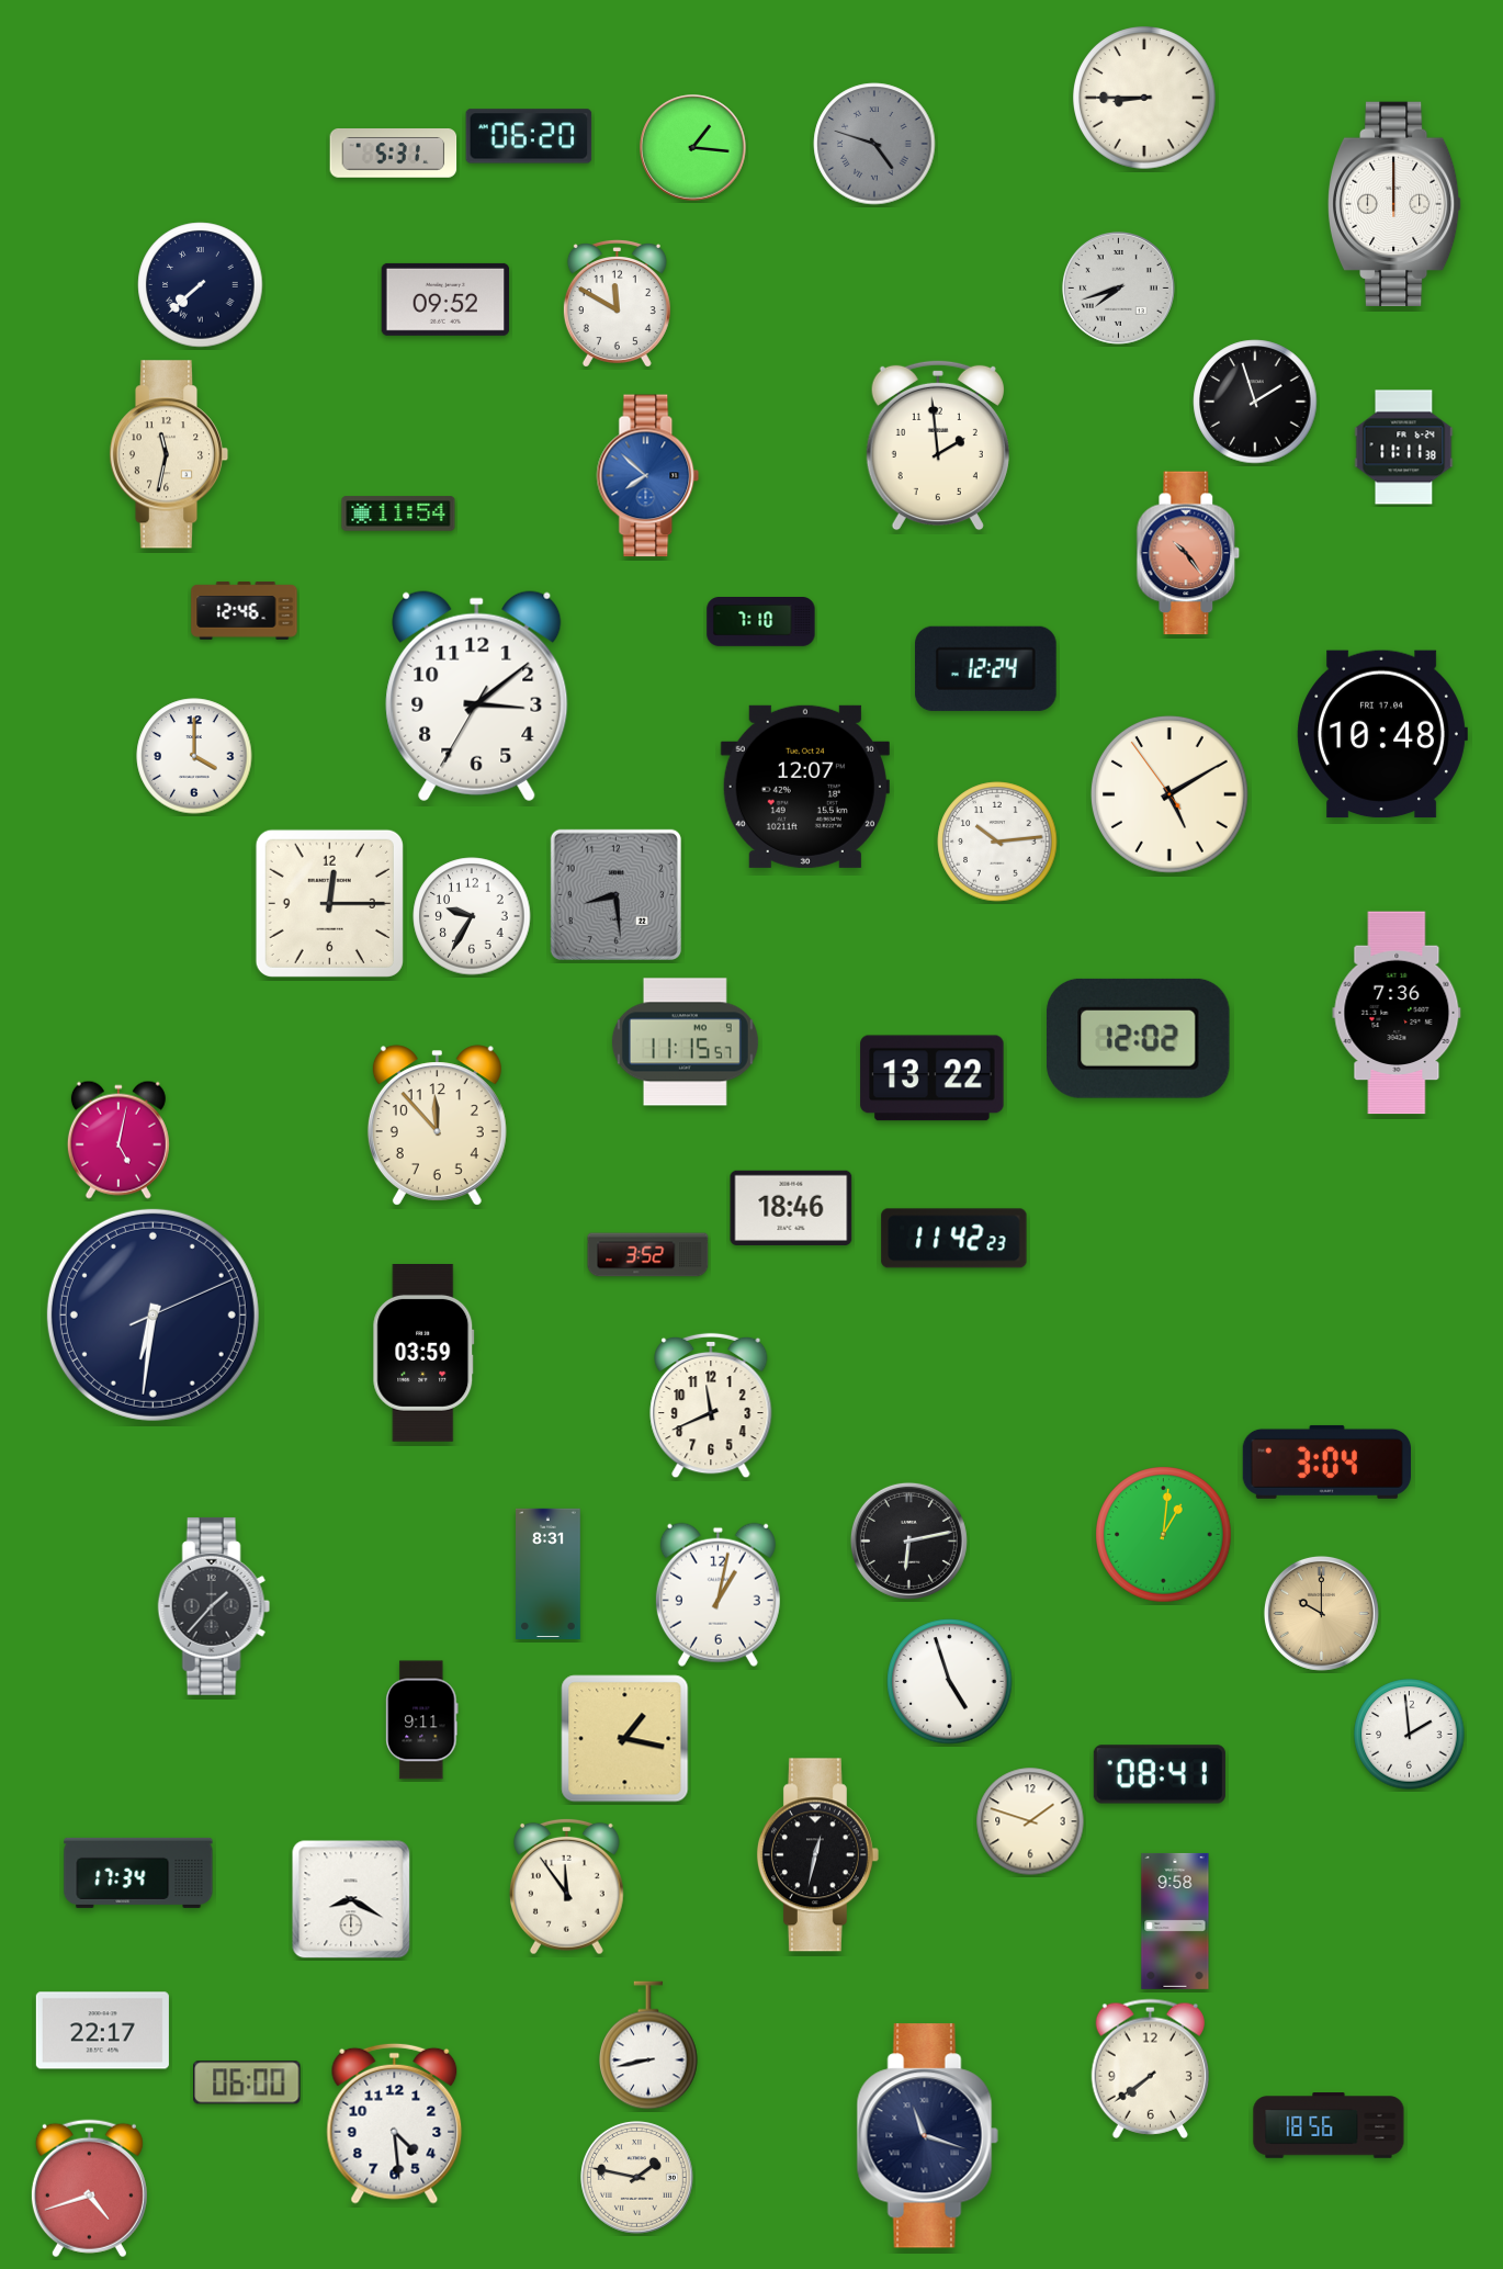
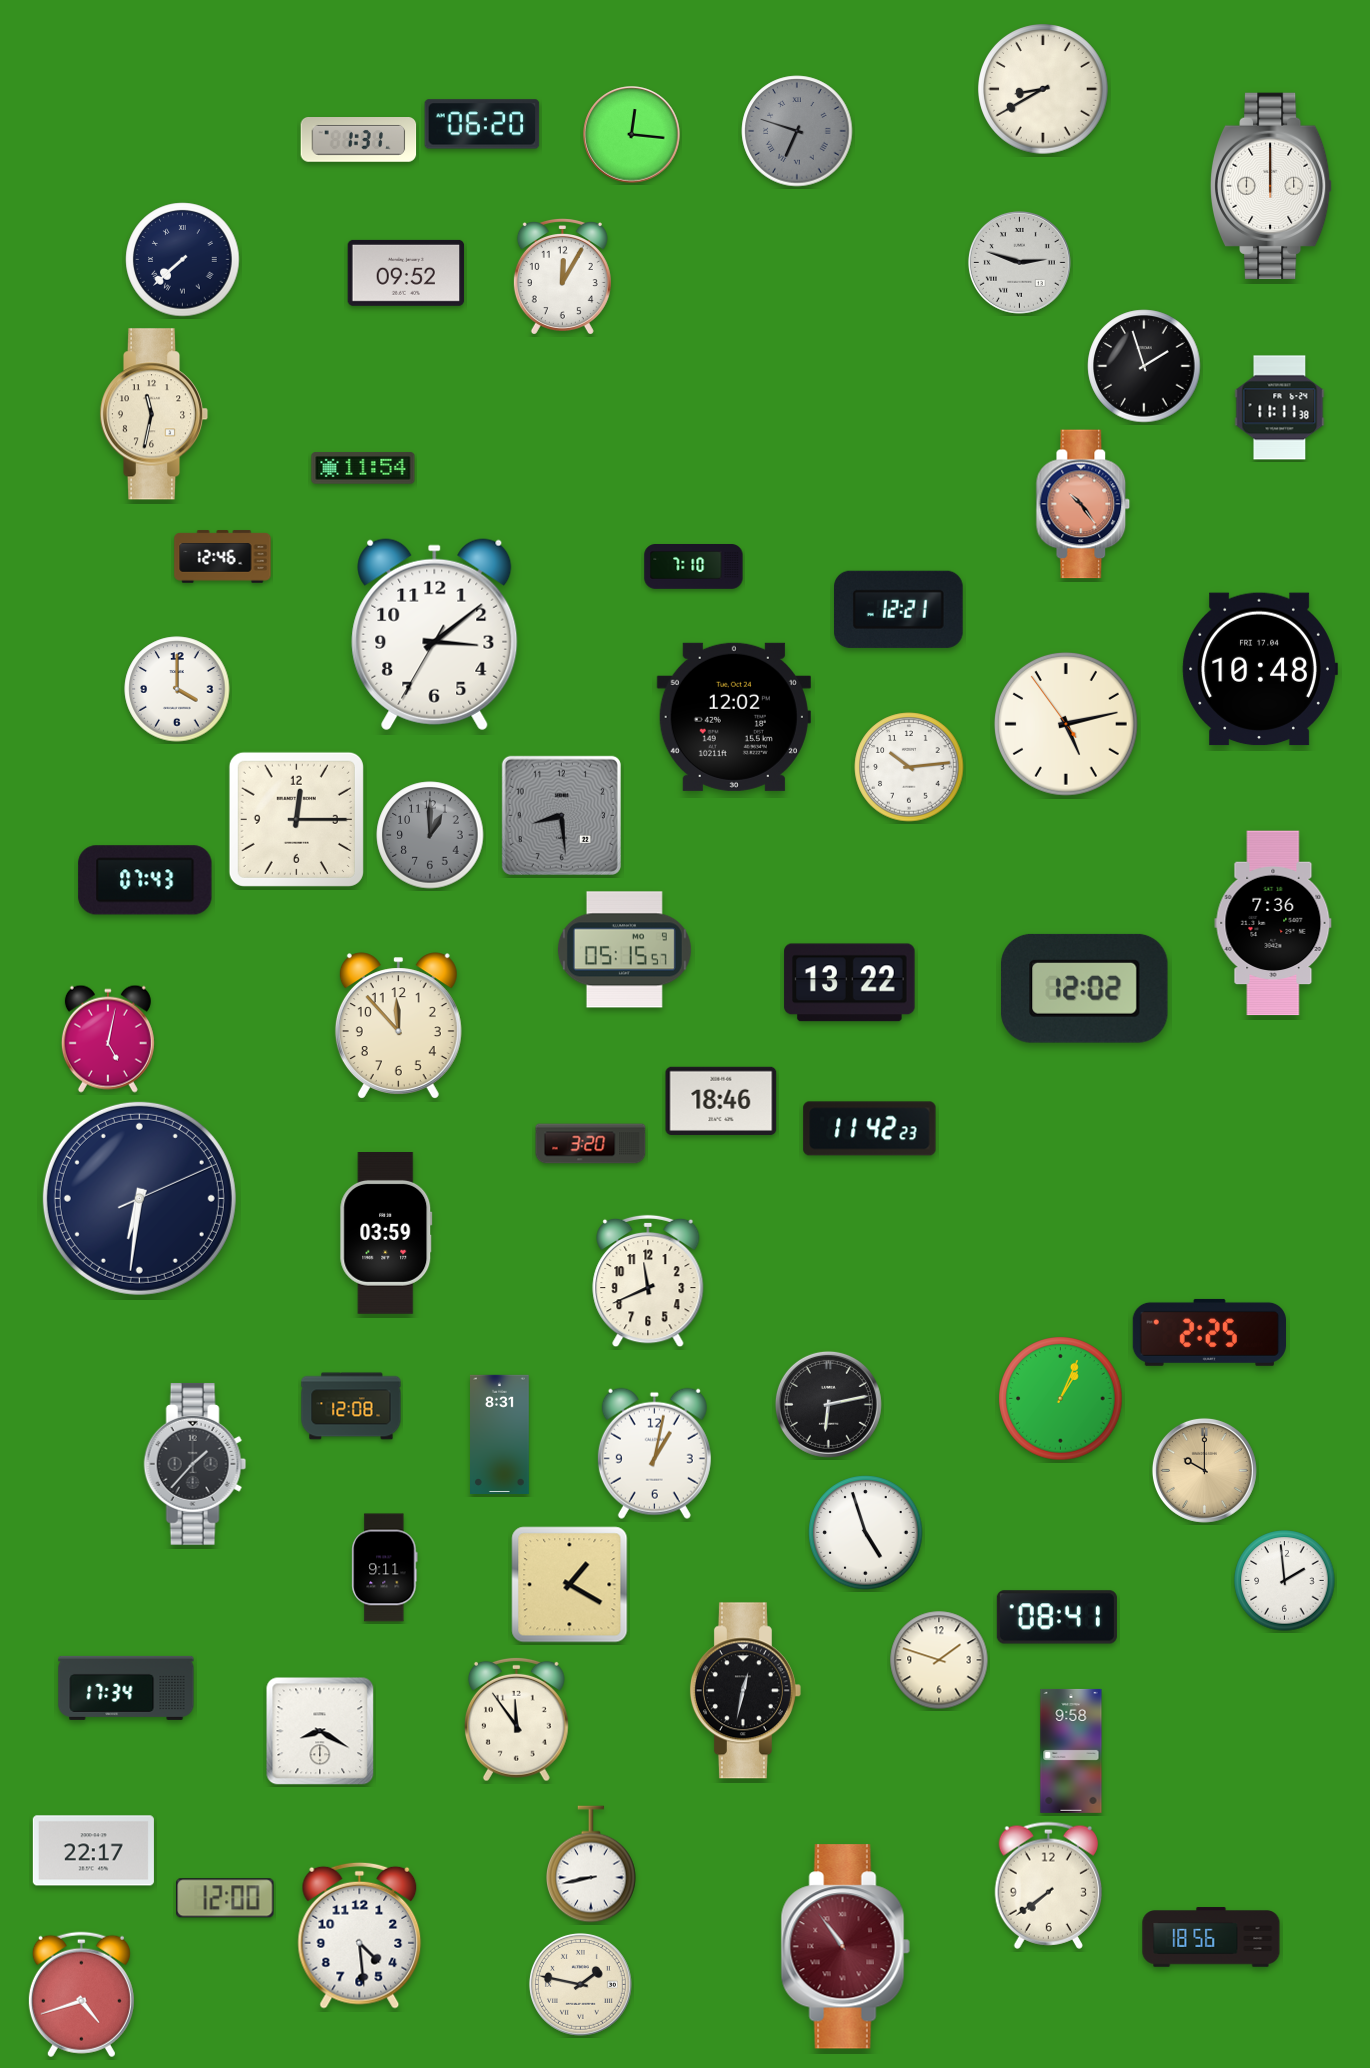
clock at (1144, 98): 8:45 -> 8:40
clock at (874, 144): 4:48 -> 6:48
clock at (693, 148): 1:16 -> 12:16
clock at (394, 154): 5:31 -> 1:31
clock at (1118, 287): 7:42 -> 2:48
clock at (617, 304): 11:50 -> 12:05
clock at (938, 445): 1:59 -> none
clock at (648, 476): 7:52 -> none
clock at (986, 668): 12:24 -> 12:21
clock at (805, 787): 12:07 -> 12:02
clock at (1169, 794): 5:09 -> 5:12
clock at (329, 903) position: (329, 903) -> (296, 819)
clock at (472, 916): 9:35 -> 1:00
clock at (472, 916) dial: white -> grey
clock at (145, 880): none -> 07:43
clock at (1139, 1038) position: (1139, 1038) -> (1085, 988)
clock at (685, 1042): 11:15 -> 05:15
clock at (648, 1255): 3:52 -> 3:20
clock at (1326, 1461): 3:04 -> 2:25
clock at (1164, 1535): 1:01 -> 1:04
clock at (351, 1406): none -> 12:08
clock at (625, 1739): 1:17 -> 1:20
clock at (138, 1873) position: (138, 1873) -> (126, 1688)
clock at (247, 2082): 06:00 -> 12:00
clock at (927, 2136): 11:18 -> 10:54
clock at (927, 2136) dial: navy -> burgundy
